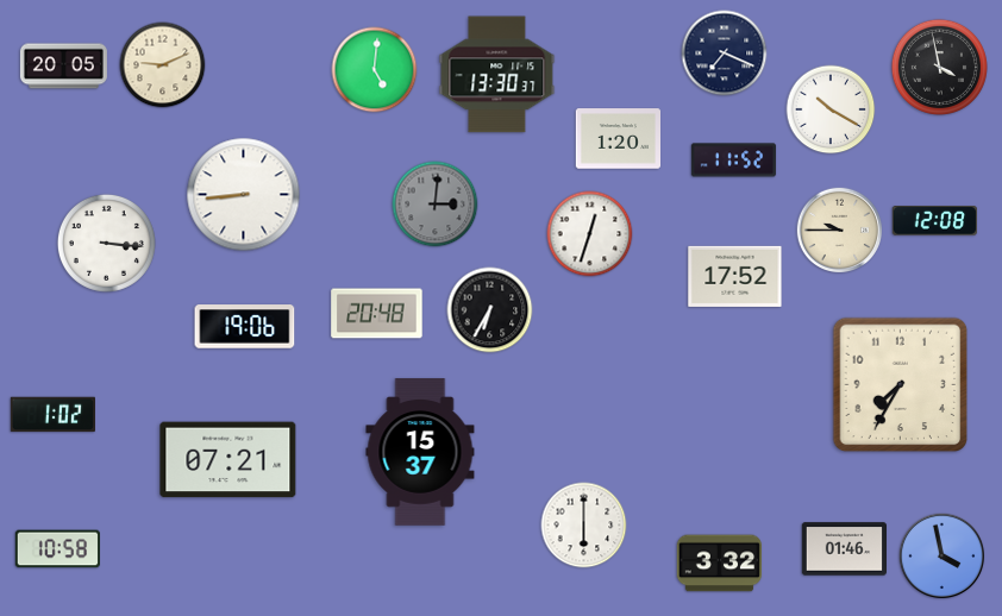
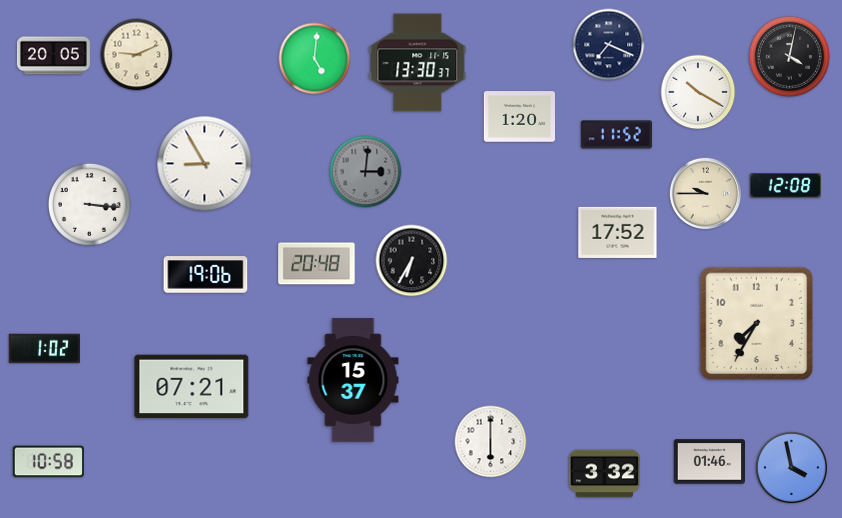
clock at (939, 67): 3:58 -> 4:02
clock at (244, 195): 8:44 -> 8:55
clock at (590, 234): 12:33 -> none
